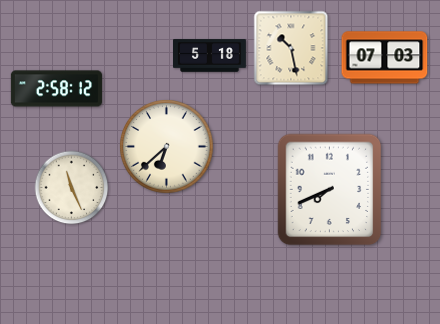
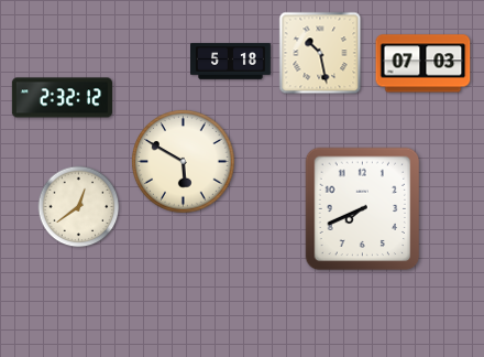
clock at (56, 89): 2:58 -> 2:32
clock at (167, 147): 6:38 -> 5:50
clock at (72, 188): 11:26 -> 12:39
